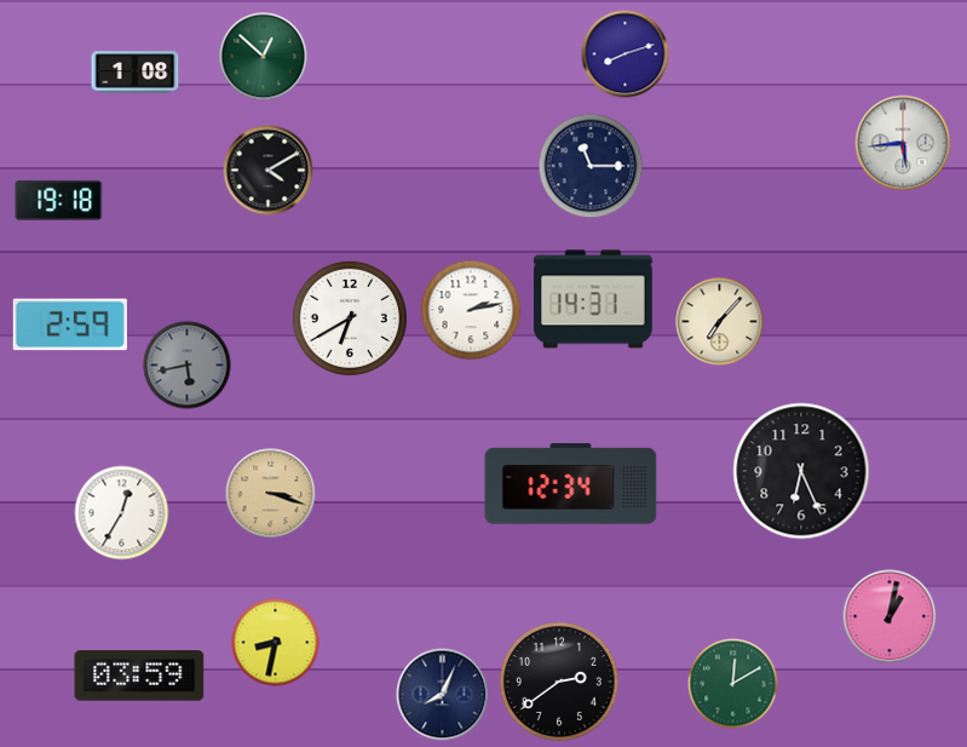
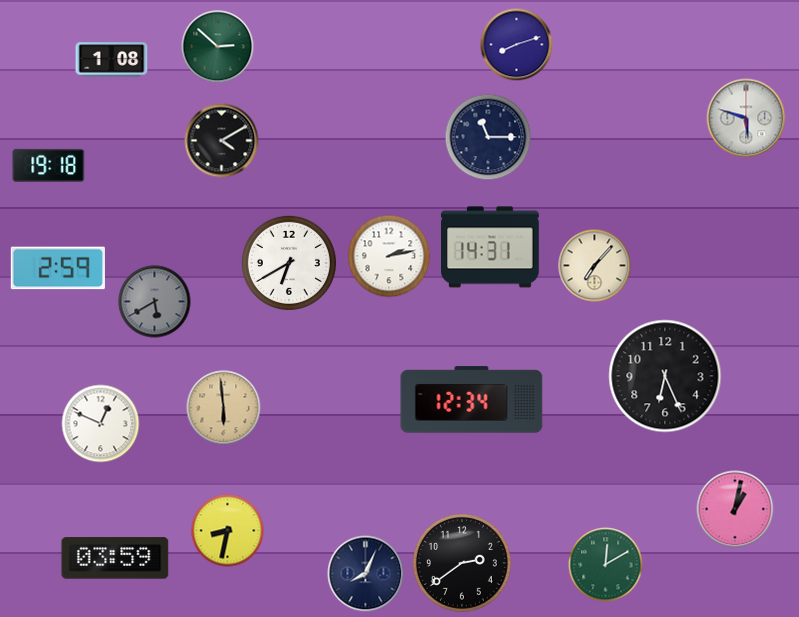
clock at (264, 57): 12:52 -> 2:52
clock at (903, 143): 5:44 -> 5:48
clock at (188, 366): 5:43 -> 5:40
clock at (801, 471) position: (801, 471) -> (665, 376)
clock at (271, 494): 3:18 -> 5:59
clock at (122, 513): 12:35 -> 12:49
